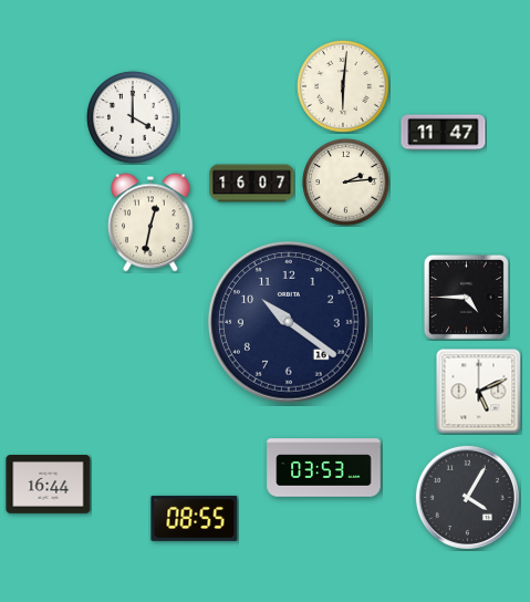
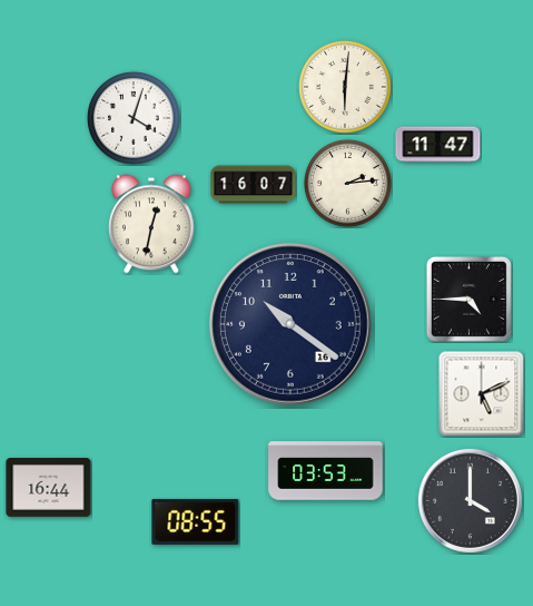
clock at (134, 118): 4:00 -> 4:03
clock at (444, 133) position: (444, 133) -> (438, 145)
clock at (467, 497): 4:05 -> 4:00
